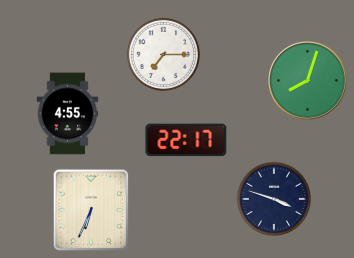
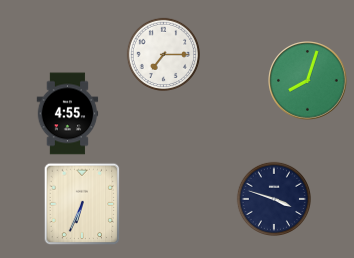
clock at (186, 140): 22:17 -> none
clock at (91, 210) position: (91, 210) -> (82, 204)
